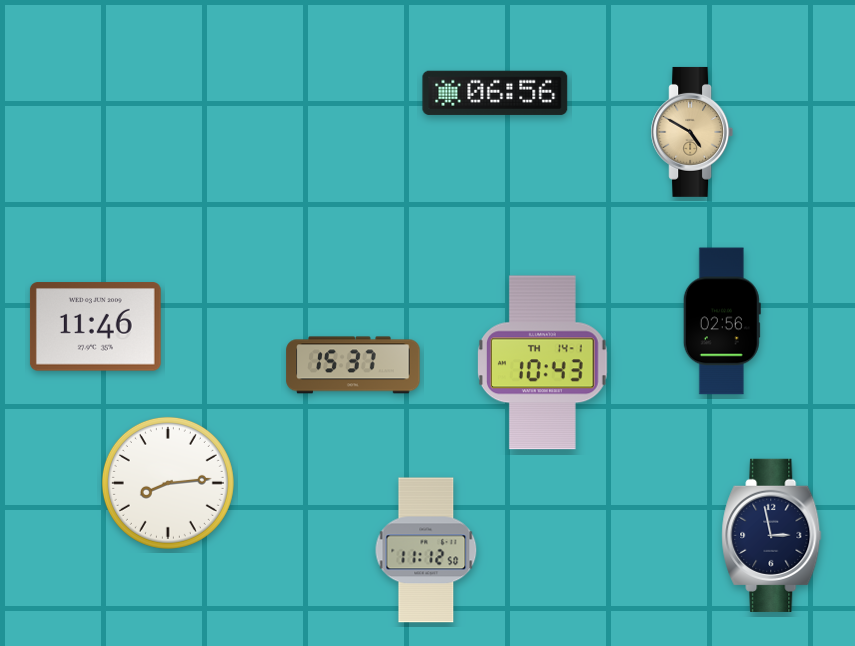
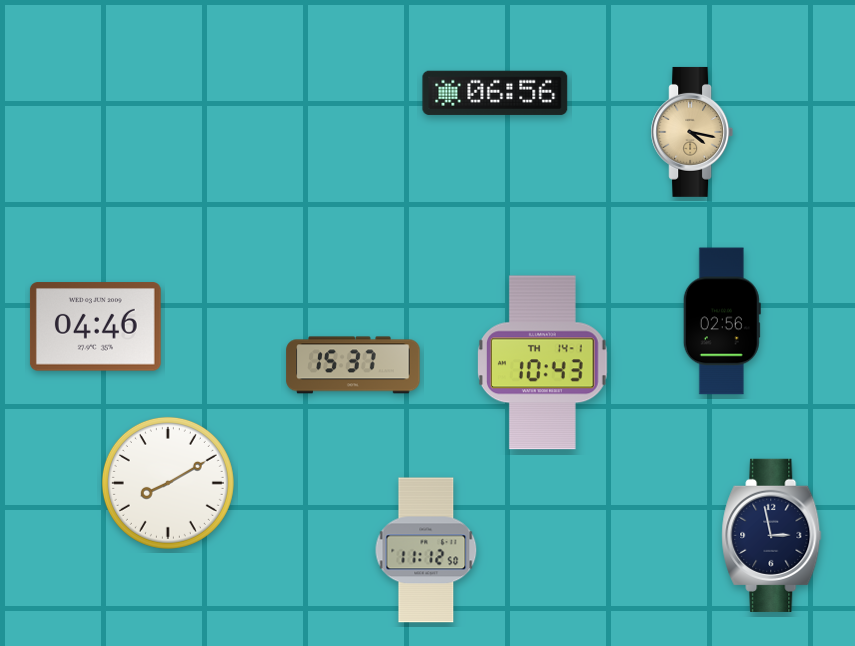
clock at (692, 132): 4:50 -> 4:17
clock at (95, 327): 11:46 -> 04:46
clock at (168, 483): 8:14 -> 8:10
